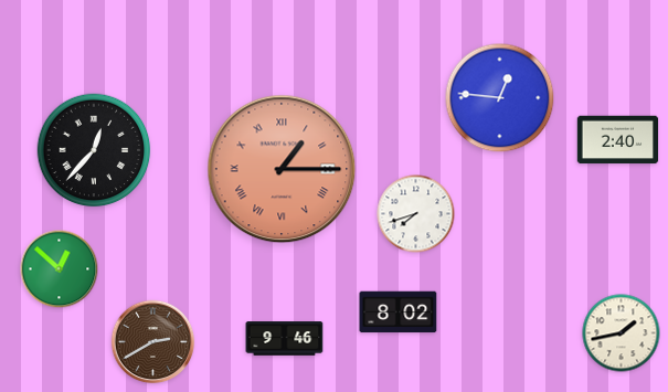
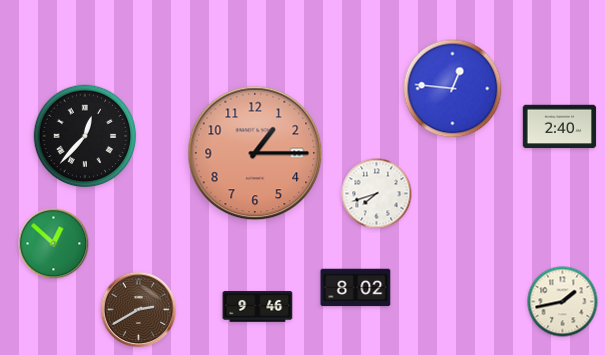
clock at (282, 169) numerals: Roman -> Arabic
clock at (399, 312) position: (399, 312) -> (356, 288)
